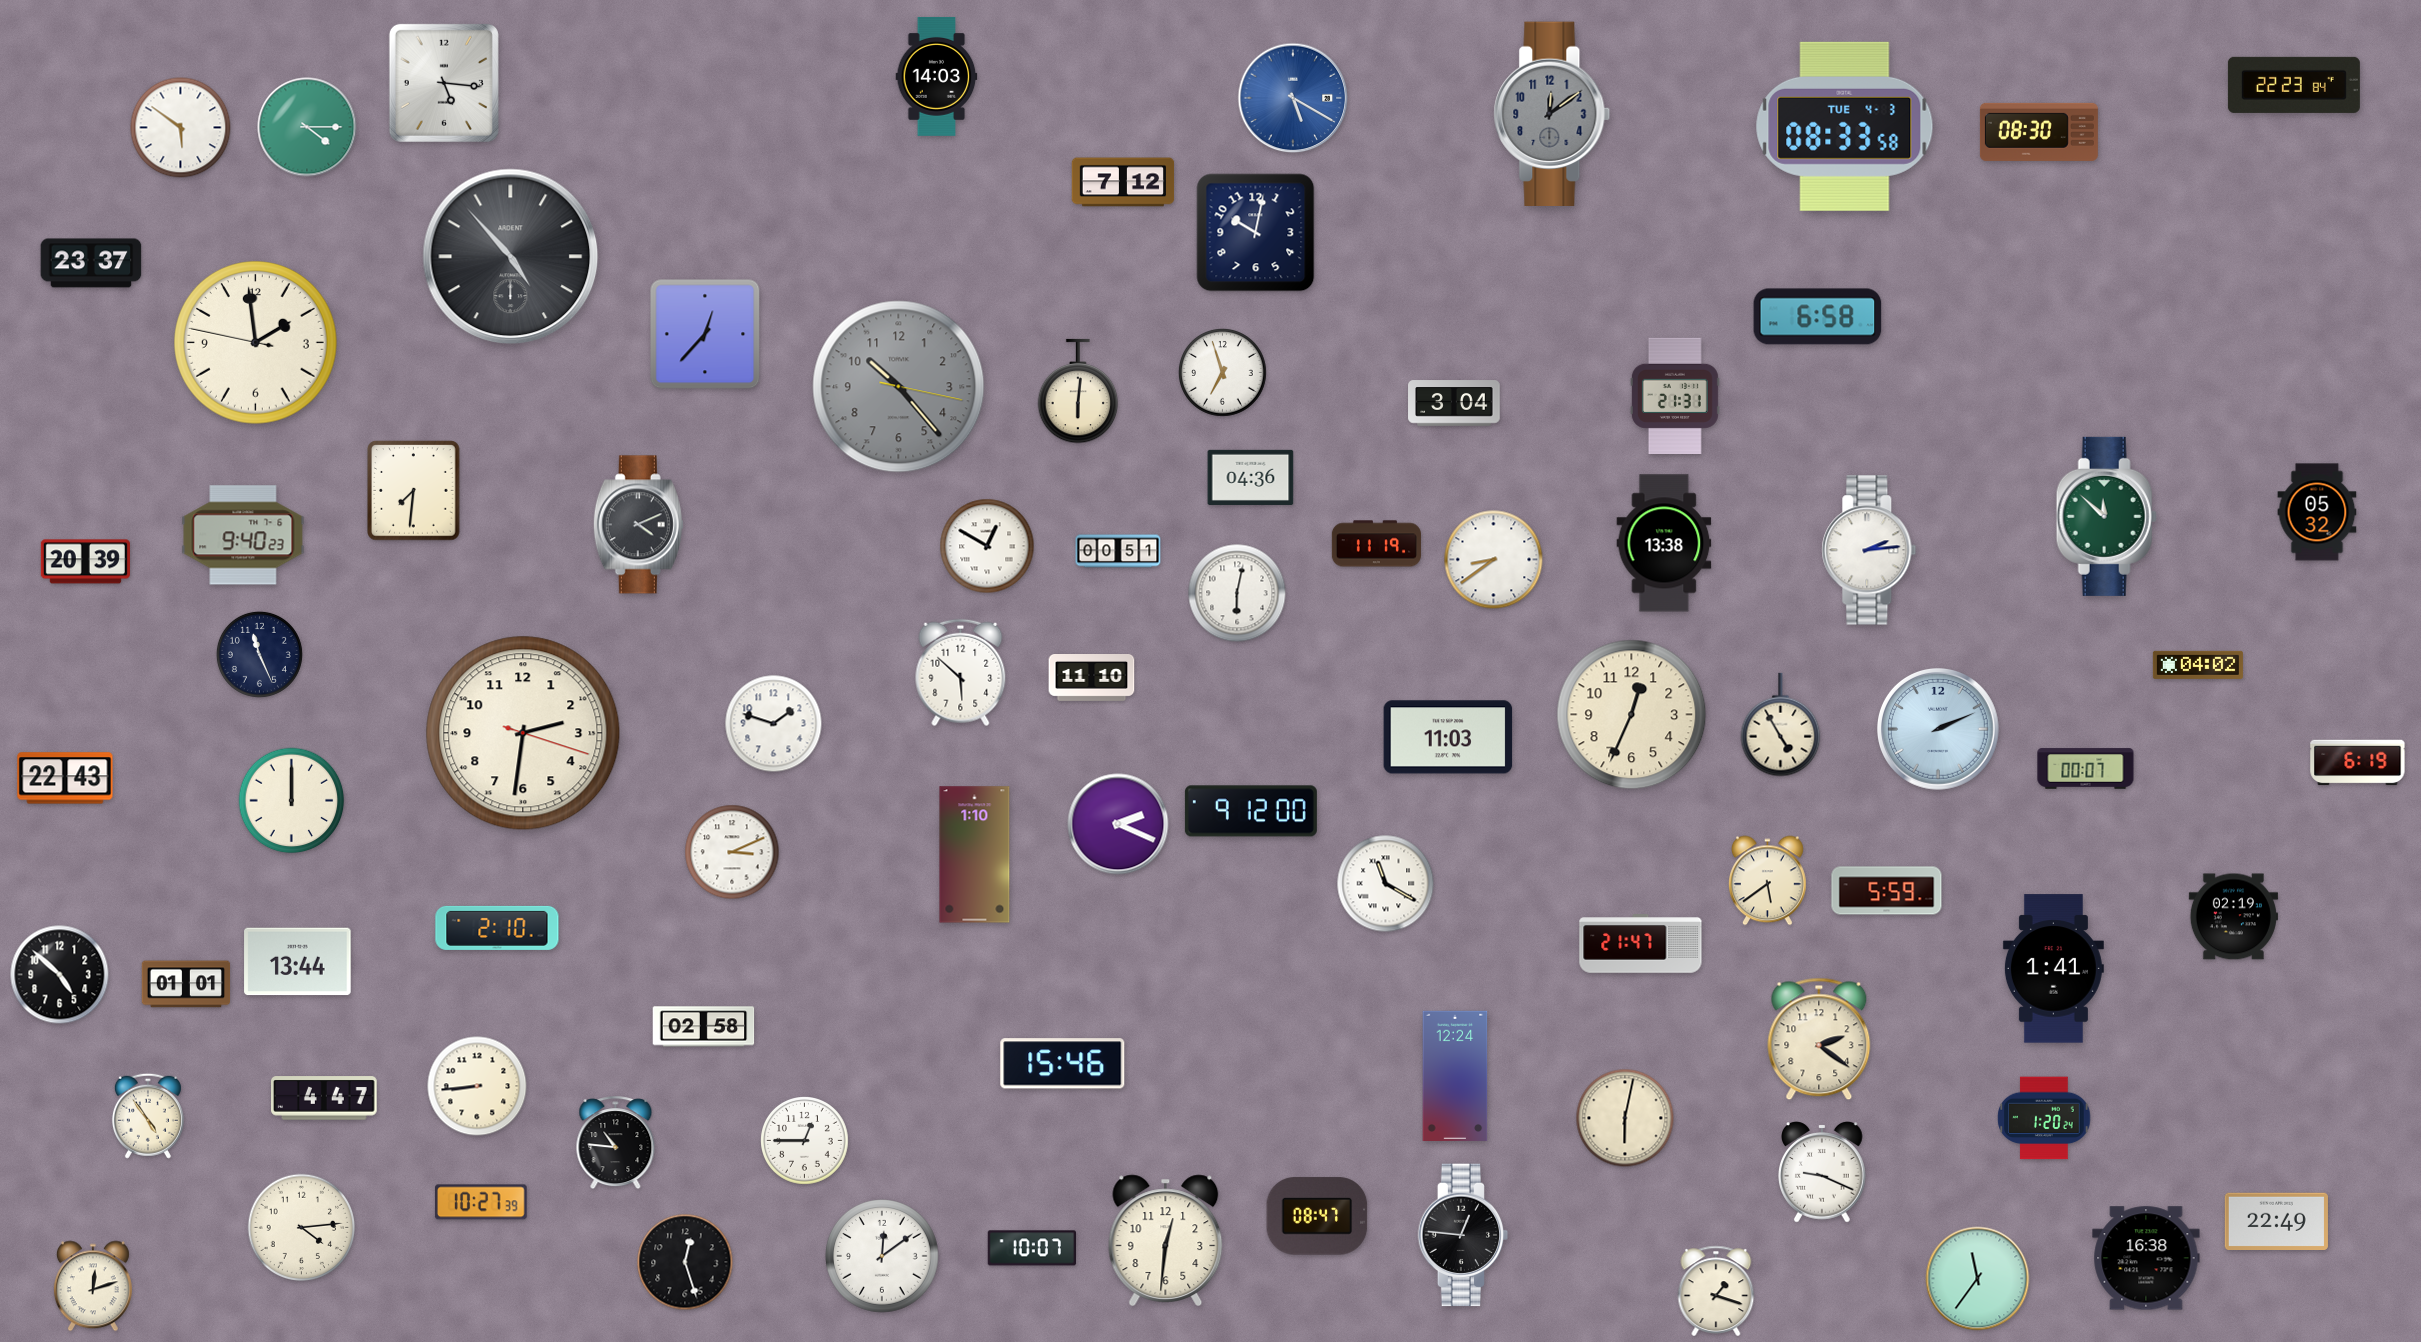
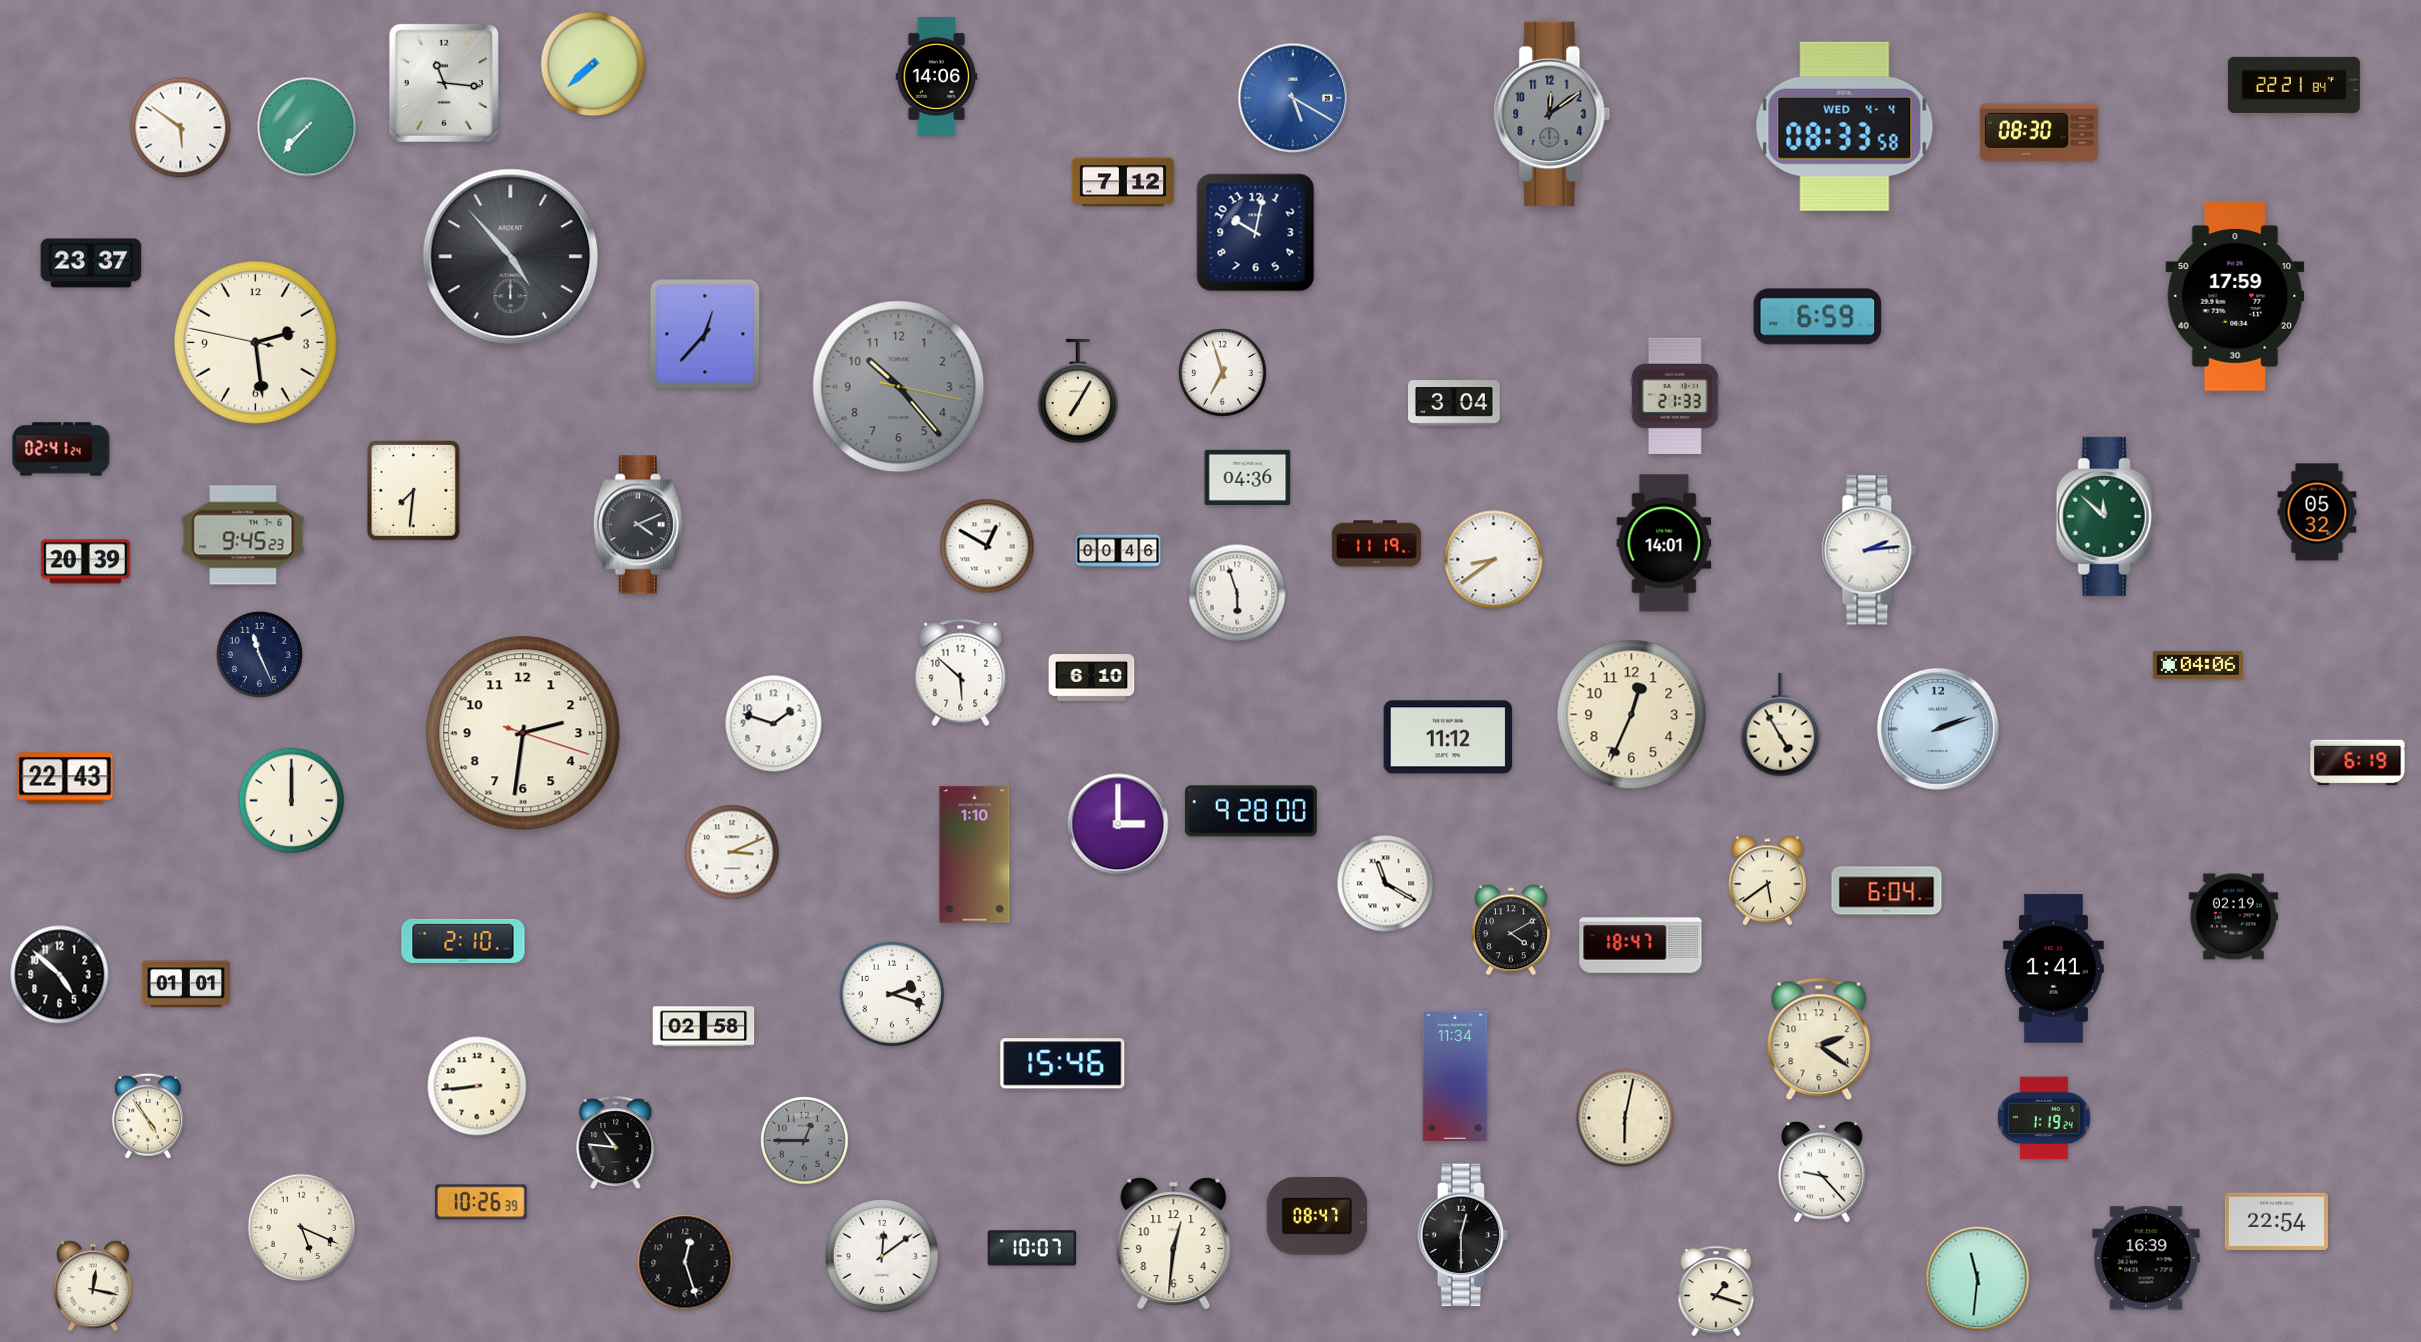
clock at (593, 64): none -> 7:38
clock at (937, 76): 14:03 -> 14:06
clock at (444, 83): 5:16 -> 11:16
clock at (2294, 85): 22:23 -> 22:21
clock at (1845, 126) date: TUE 4-3 -> WED 4-4
clock at (307, 127): 4:15 -> 7:37
clock at (2235, 296): none -> 17:59
clock at (1818, 317): 6:58 -> 6:59
clock at (256, 343): 1:58 -> 2:28
clock at (1078, 391): 6:01 -> 7:05
clock at (1675, 395): 21:31 -> 21:33
clock at (61, 449): none -> 02:41
clock at (1251, 477) position: (1251, 477) -> (1248, 477)
clock at (243, 535): 9:40 -> 9:45
clock at (1664, 543): 13:38 -> 14:01
clock at (1118, 551): 00:51 -> 00:46
clock at (1237, 593): 6:02 -> 5:57
clock at (2198, 665): 04:02 -> 04:06
clock at (1092, 678): 11:10 -> 6:10
clock at (1939, 730): 2:11 -> 2:12
clock at (1448, 737): 11:03 -> 11:12
clock at (2086, 769): 00:07 -> none
clock at (1251, 811): 9:12 -> 9:28
clock at (1118, 824): 2:19 -> 3:00
clock at (1887, 891): 5:59 -> 6:04
clock at (497, 928) position: (497, 928) -> (463, 941)
clock at (1511, 930): none -> 4:10
clock at (1641, 944): 21:47 -> 18:47
clock at (298, 962): 13:44 -> none
clock at (892, 994): none -> 2:18
clock at (1455, 1075): 12:24 -> 11:34
clock at (325, 1098): 4:47 -> none
clock at (2044, 1118): 1:20 -> 1:19
clock at (805, 1141) dial: white -> grey
clock at (1823, 1172): 9:19 -> 9:23
clock at (481, 1202): 10:27 -> 10:26
clock at (2276, 1221): 22:49 -> 22:54
clock at (301, 1227): 4:14 -> 5:19
clock at (1463, 1235): 12:46 -> 12:30
clock at (1166, 1240) position: (1166, 1240) -> (1174, 1243)
clock at (2146, 1258): 16:38 -> 16:39
clock at (1978, 1279): 11:36 -> 11:31
clock at (93, 1286): 12:12 -> 12:17
